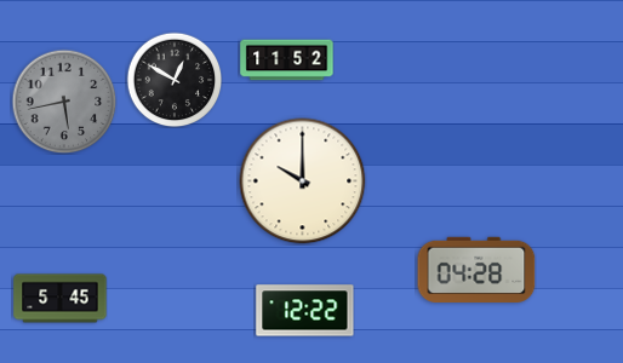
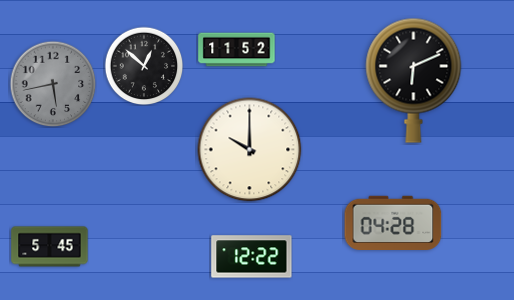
clock at (175, 80): 12:50 -> 12:52
clock at (414, 80): none -> 6:11
